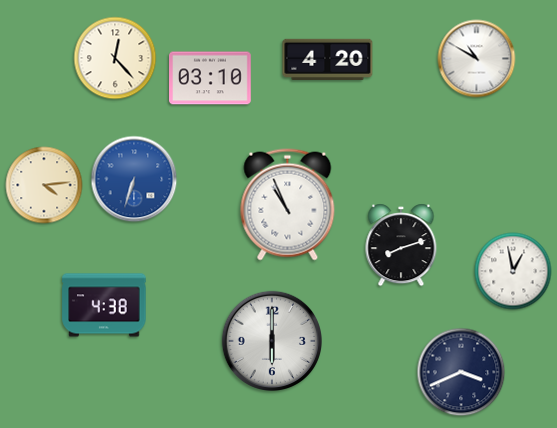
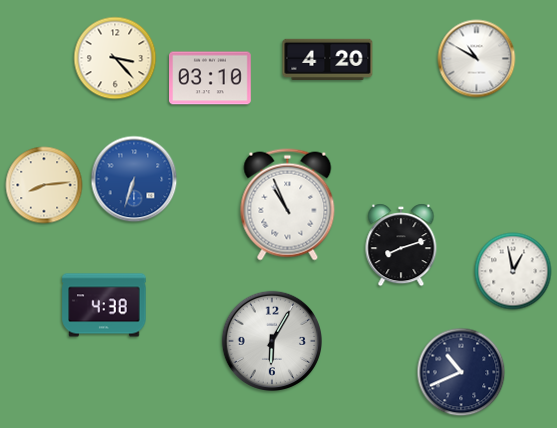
clock at (115, 58): 12:23 -> 3:23
clock at (44, 185): 4:14 -> 8:14
clock at (272, 341): 6:00 -> 6:05
clock at (461, 372): 3:41 -> 10:41
